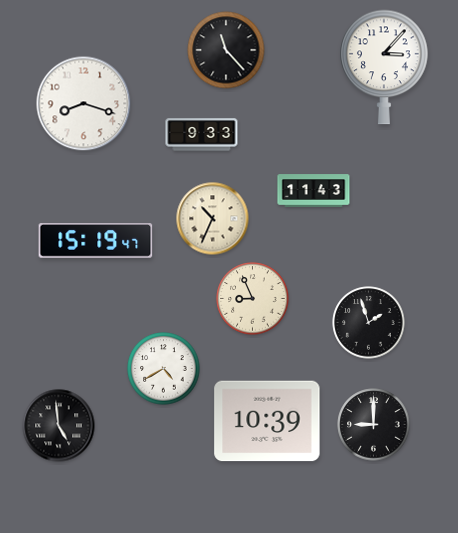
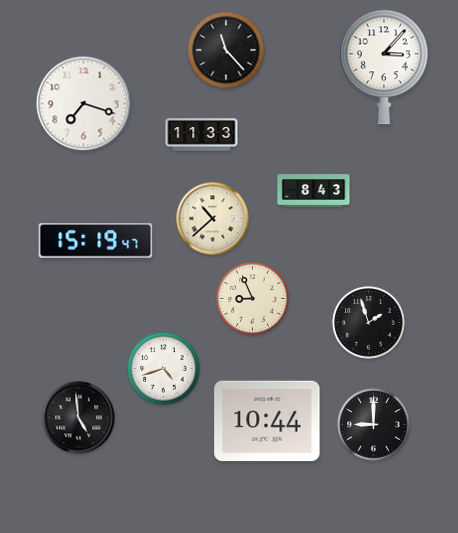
clock at (84, 104): 8:18 -> 7:18
clock at (202, 135): 9:33 -> 11:33
clock at (314, 191): 11:43 -> 8:43
clock at (213, 219): 10:34 -> 10:38
clock at (164, 369): 4:40 -> 4:42
clock at (267, 421): 10:39 -> 10:44
clock at (59, 426) position: (59, 426) -> (79, 418)
